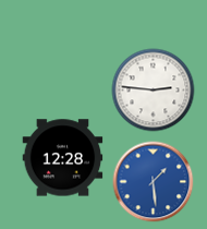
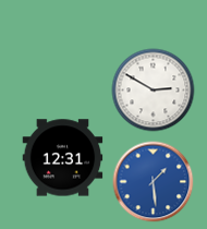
clock at (154, 91): 2:46 -> 2:50
clock at (63, 158): 12:28 -> 12:31
